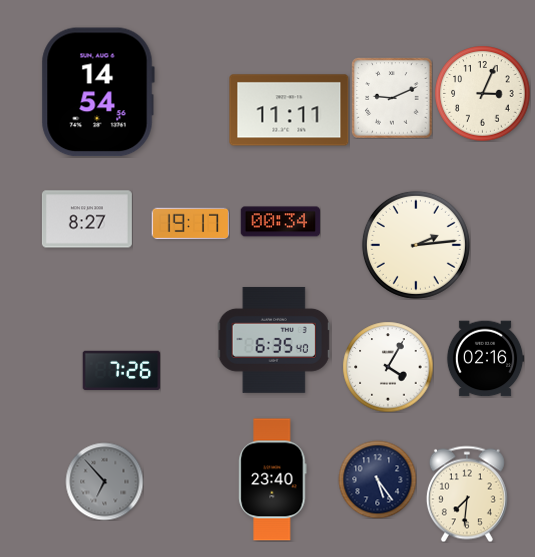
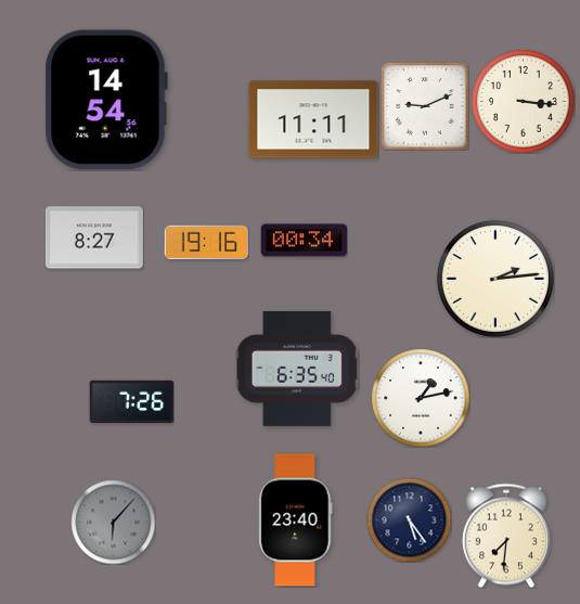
clock at (482, 93): 3:04 -> 3:16
clock at (190, 224): 19:17 -> 19:16
clock at (416, 245) position: (416, 245) -> (495, 279)
clock at (485, 359): 02:16 -> none
clock at (388, 367): 4:05 -> 1:13
clock at (104, 481): 6:53 -> 6:07
